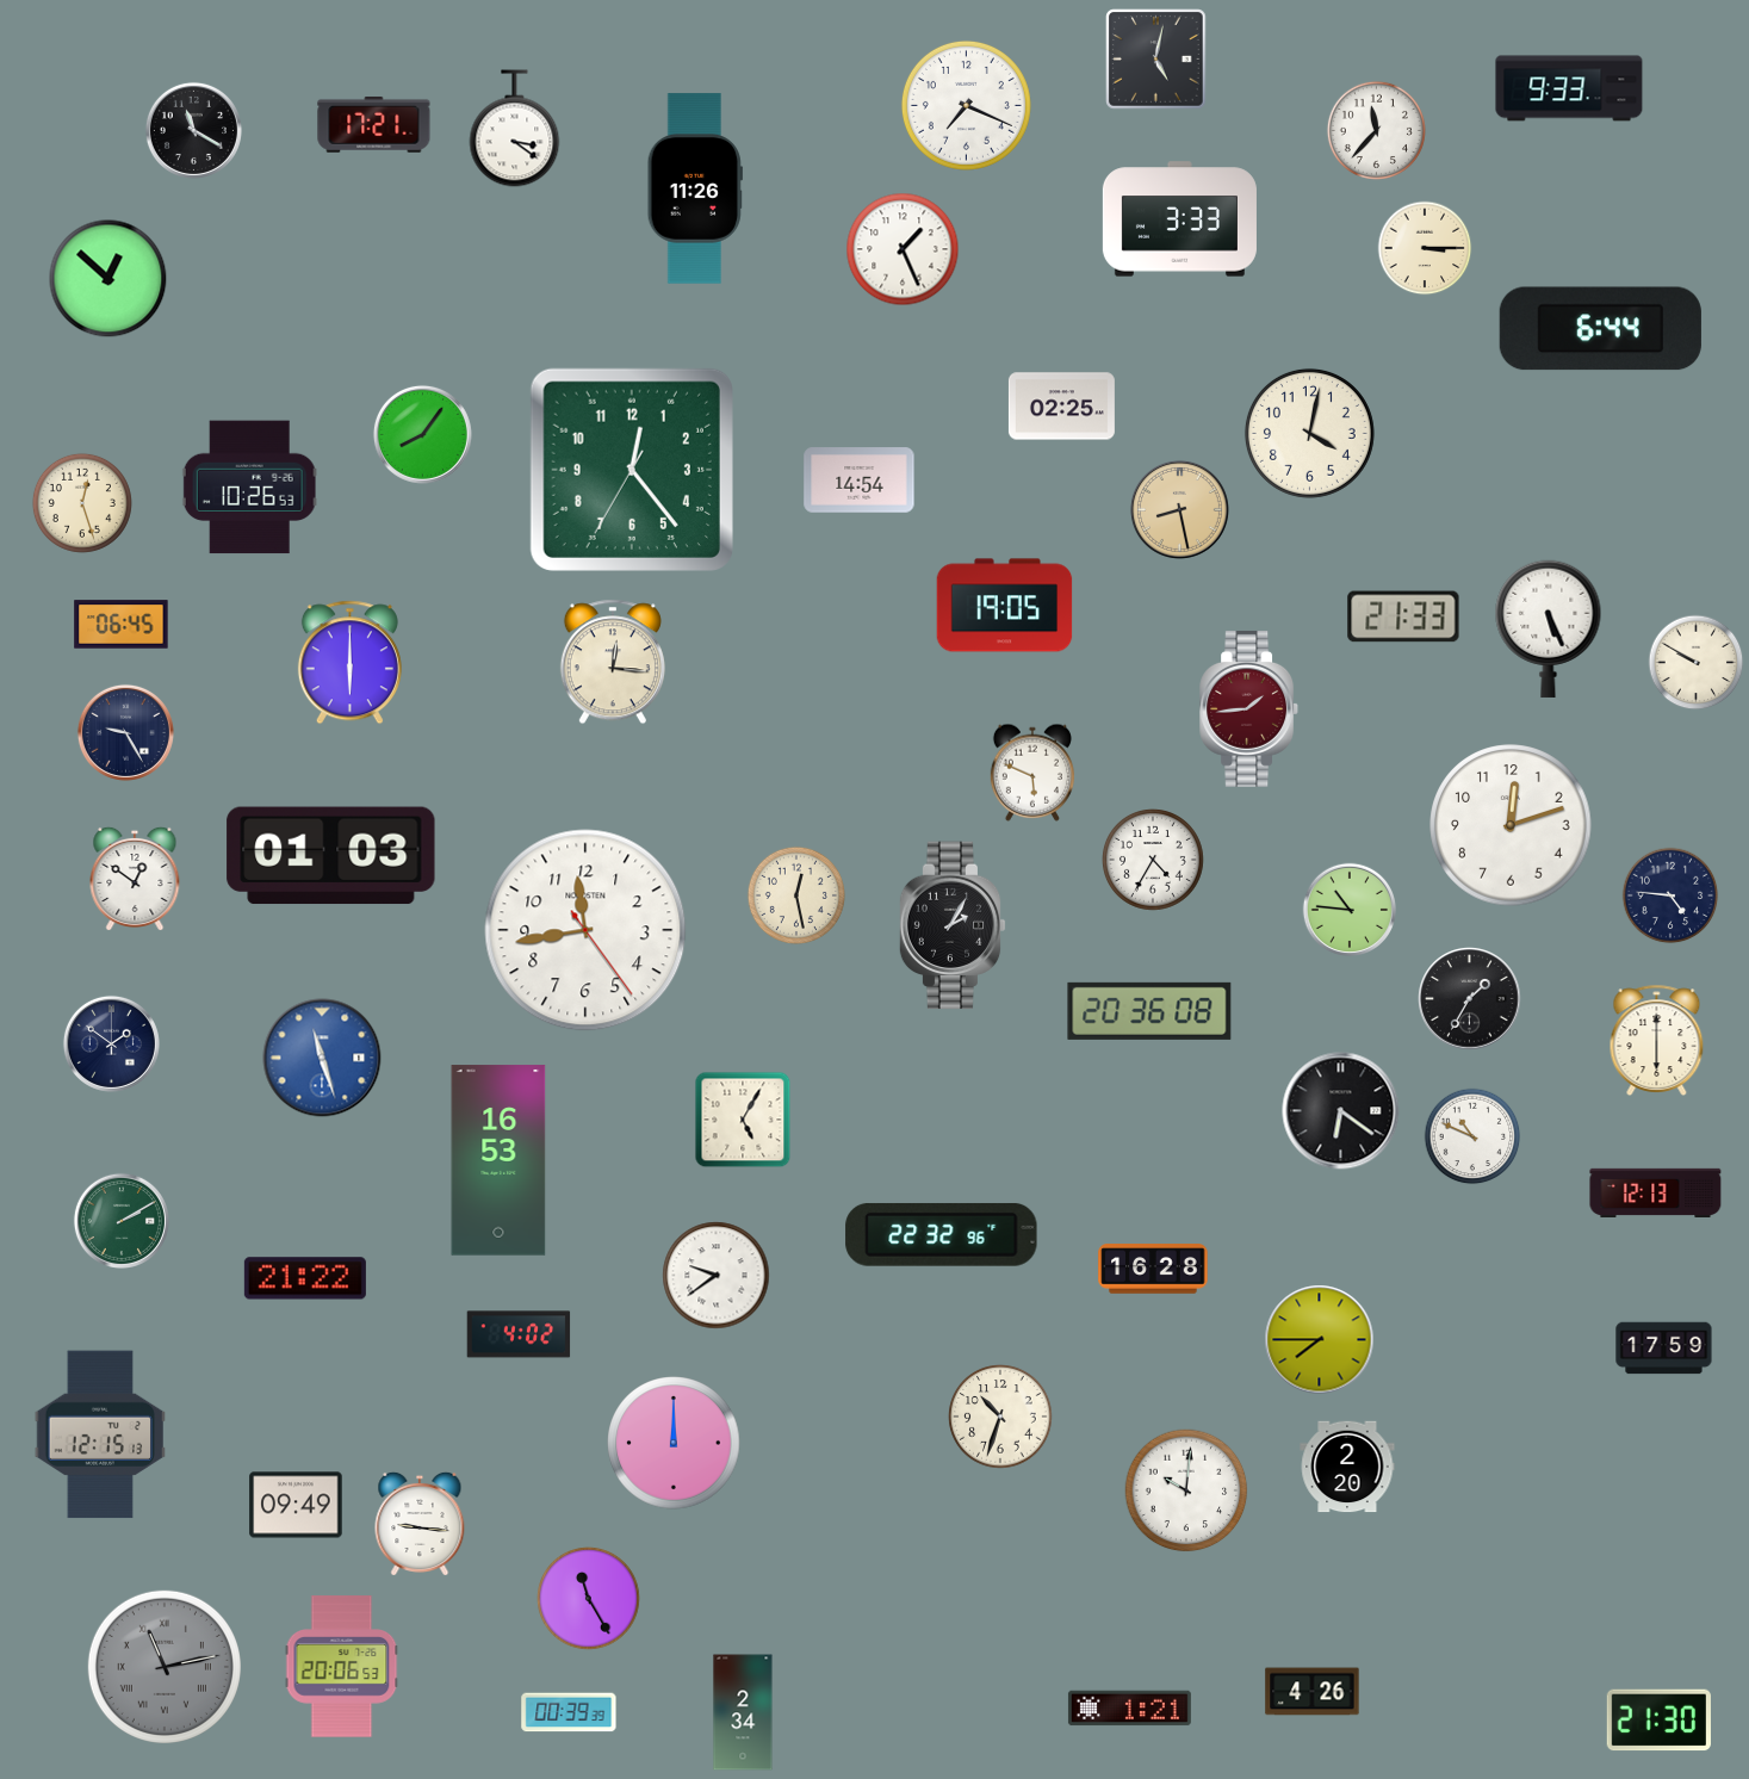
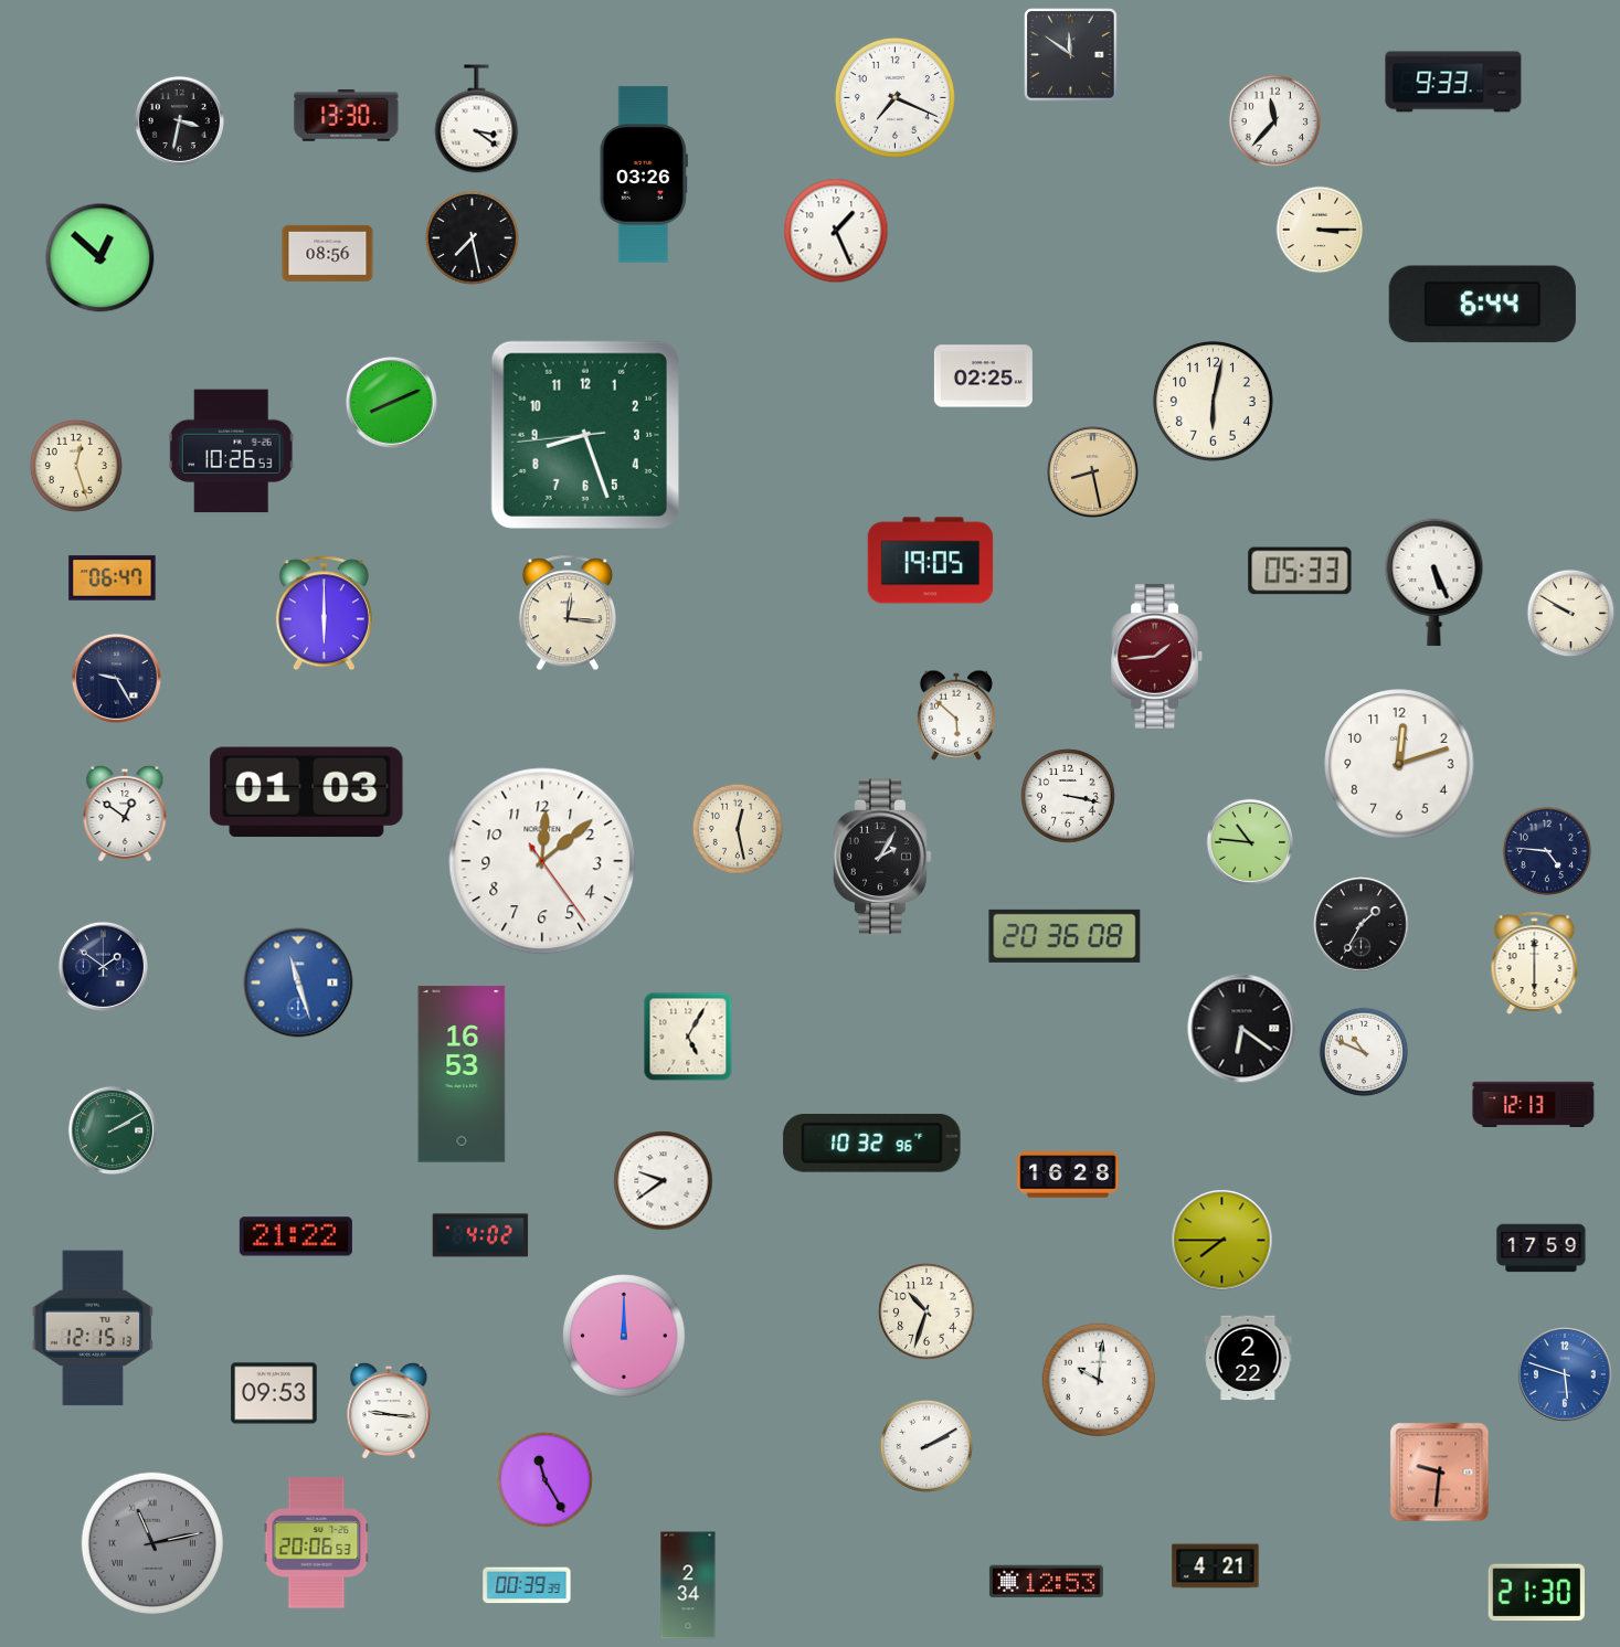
clock at (1156, 60): 5:02 -> 11:51
clock at (374, 124): 17:21 -> 13:30
clock at (193, 130): 11:20 -> 3:32
clock at (695, 188): 11:26 -> 03:26
clock at (1179, 219): 3:33 -> none
clock at (472, 237): none -> 7:28
clock at (328, 253): none -> 08:56
clock at (1309, 433): 4:02 -> 6:02
clock at (422, 434): 8:06 -> 8:11
clock at (632, 470): 12:23 -> 8:26
clock at (860, 481): 14:54 -> none
clock at (1403, 616): 21:33 -> 05:33
clock at (122, 625): 06:45 -> 06:47
clock at (1032, 773): 5:49 -> 5:52
clock at (1153, 860): 4:35 -> 3:17
clock at (1670, 895) position: (1670, 895) -> (1547, 851)
clock at (585, 930): 11:43 -> 12:08
clock at (322, 1058) position: (322, 1058) -> (298, 982)
clock at (942, 1234): 22:32 -> 10:32
clock at (305, 1278) position: (305, 1278) -> (296, 1236)
clock at (1347, 1467): 2:20 -> 2:22
clock at (1565, 1374): none -> 5:48
clock at (296, 1505): 09:49 -> 09:53
clock at (927, 1446): none -> 2:10
clock at (1440, 1473): none -> 9:31
clock at (1313, 1692): 4:26 -> 4:21
clock at (1129, 1709): 1:21 -> 12:53
